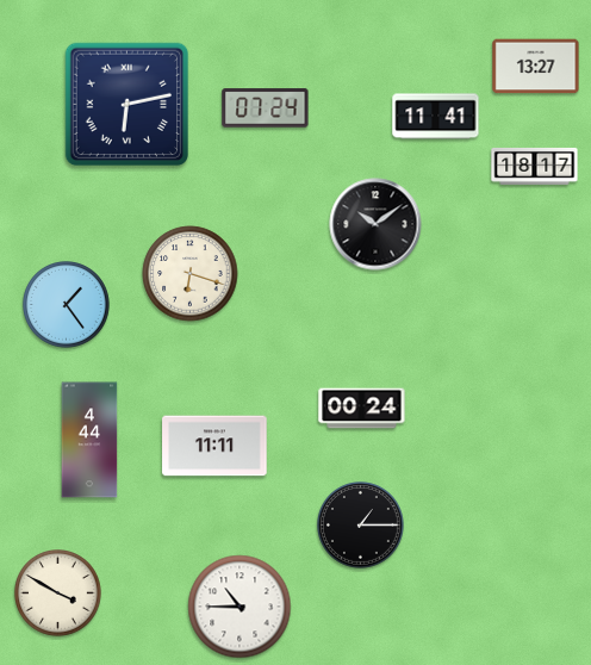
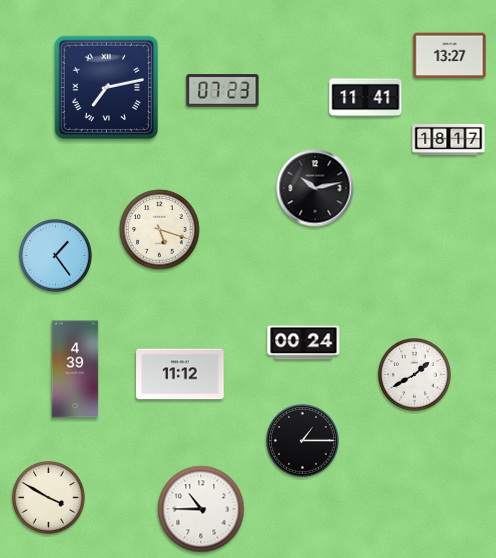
clock at (127, 105): 6:13 -> 7:13
clock at (266, 108): 07:24 -> 07:23
clock at (375, 224): 10:09 -> 10:13
clock at (191, 274): 6:18 -> 5:18
clock at (89, 440): 4:44 -> 4:39
clock at (214, 446): 11:11 -> 11:12
clock at (415, 375): none -> 1:40
